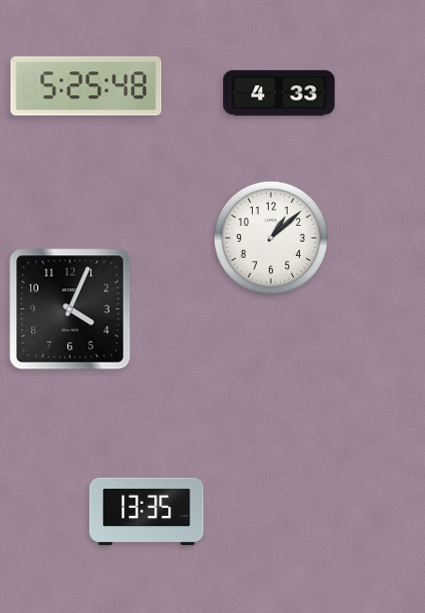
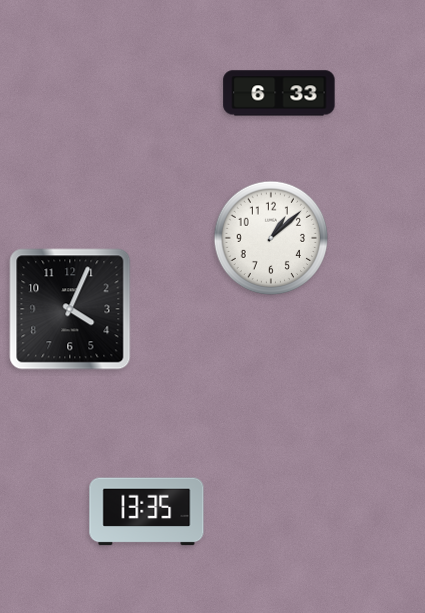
clock at (86, 86): 5:25 -> none
clock at (279, 93): 4:33 -> 6:33
